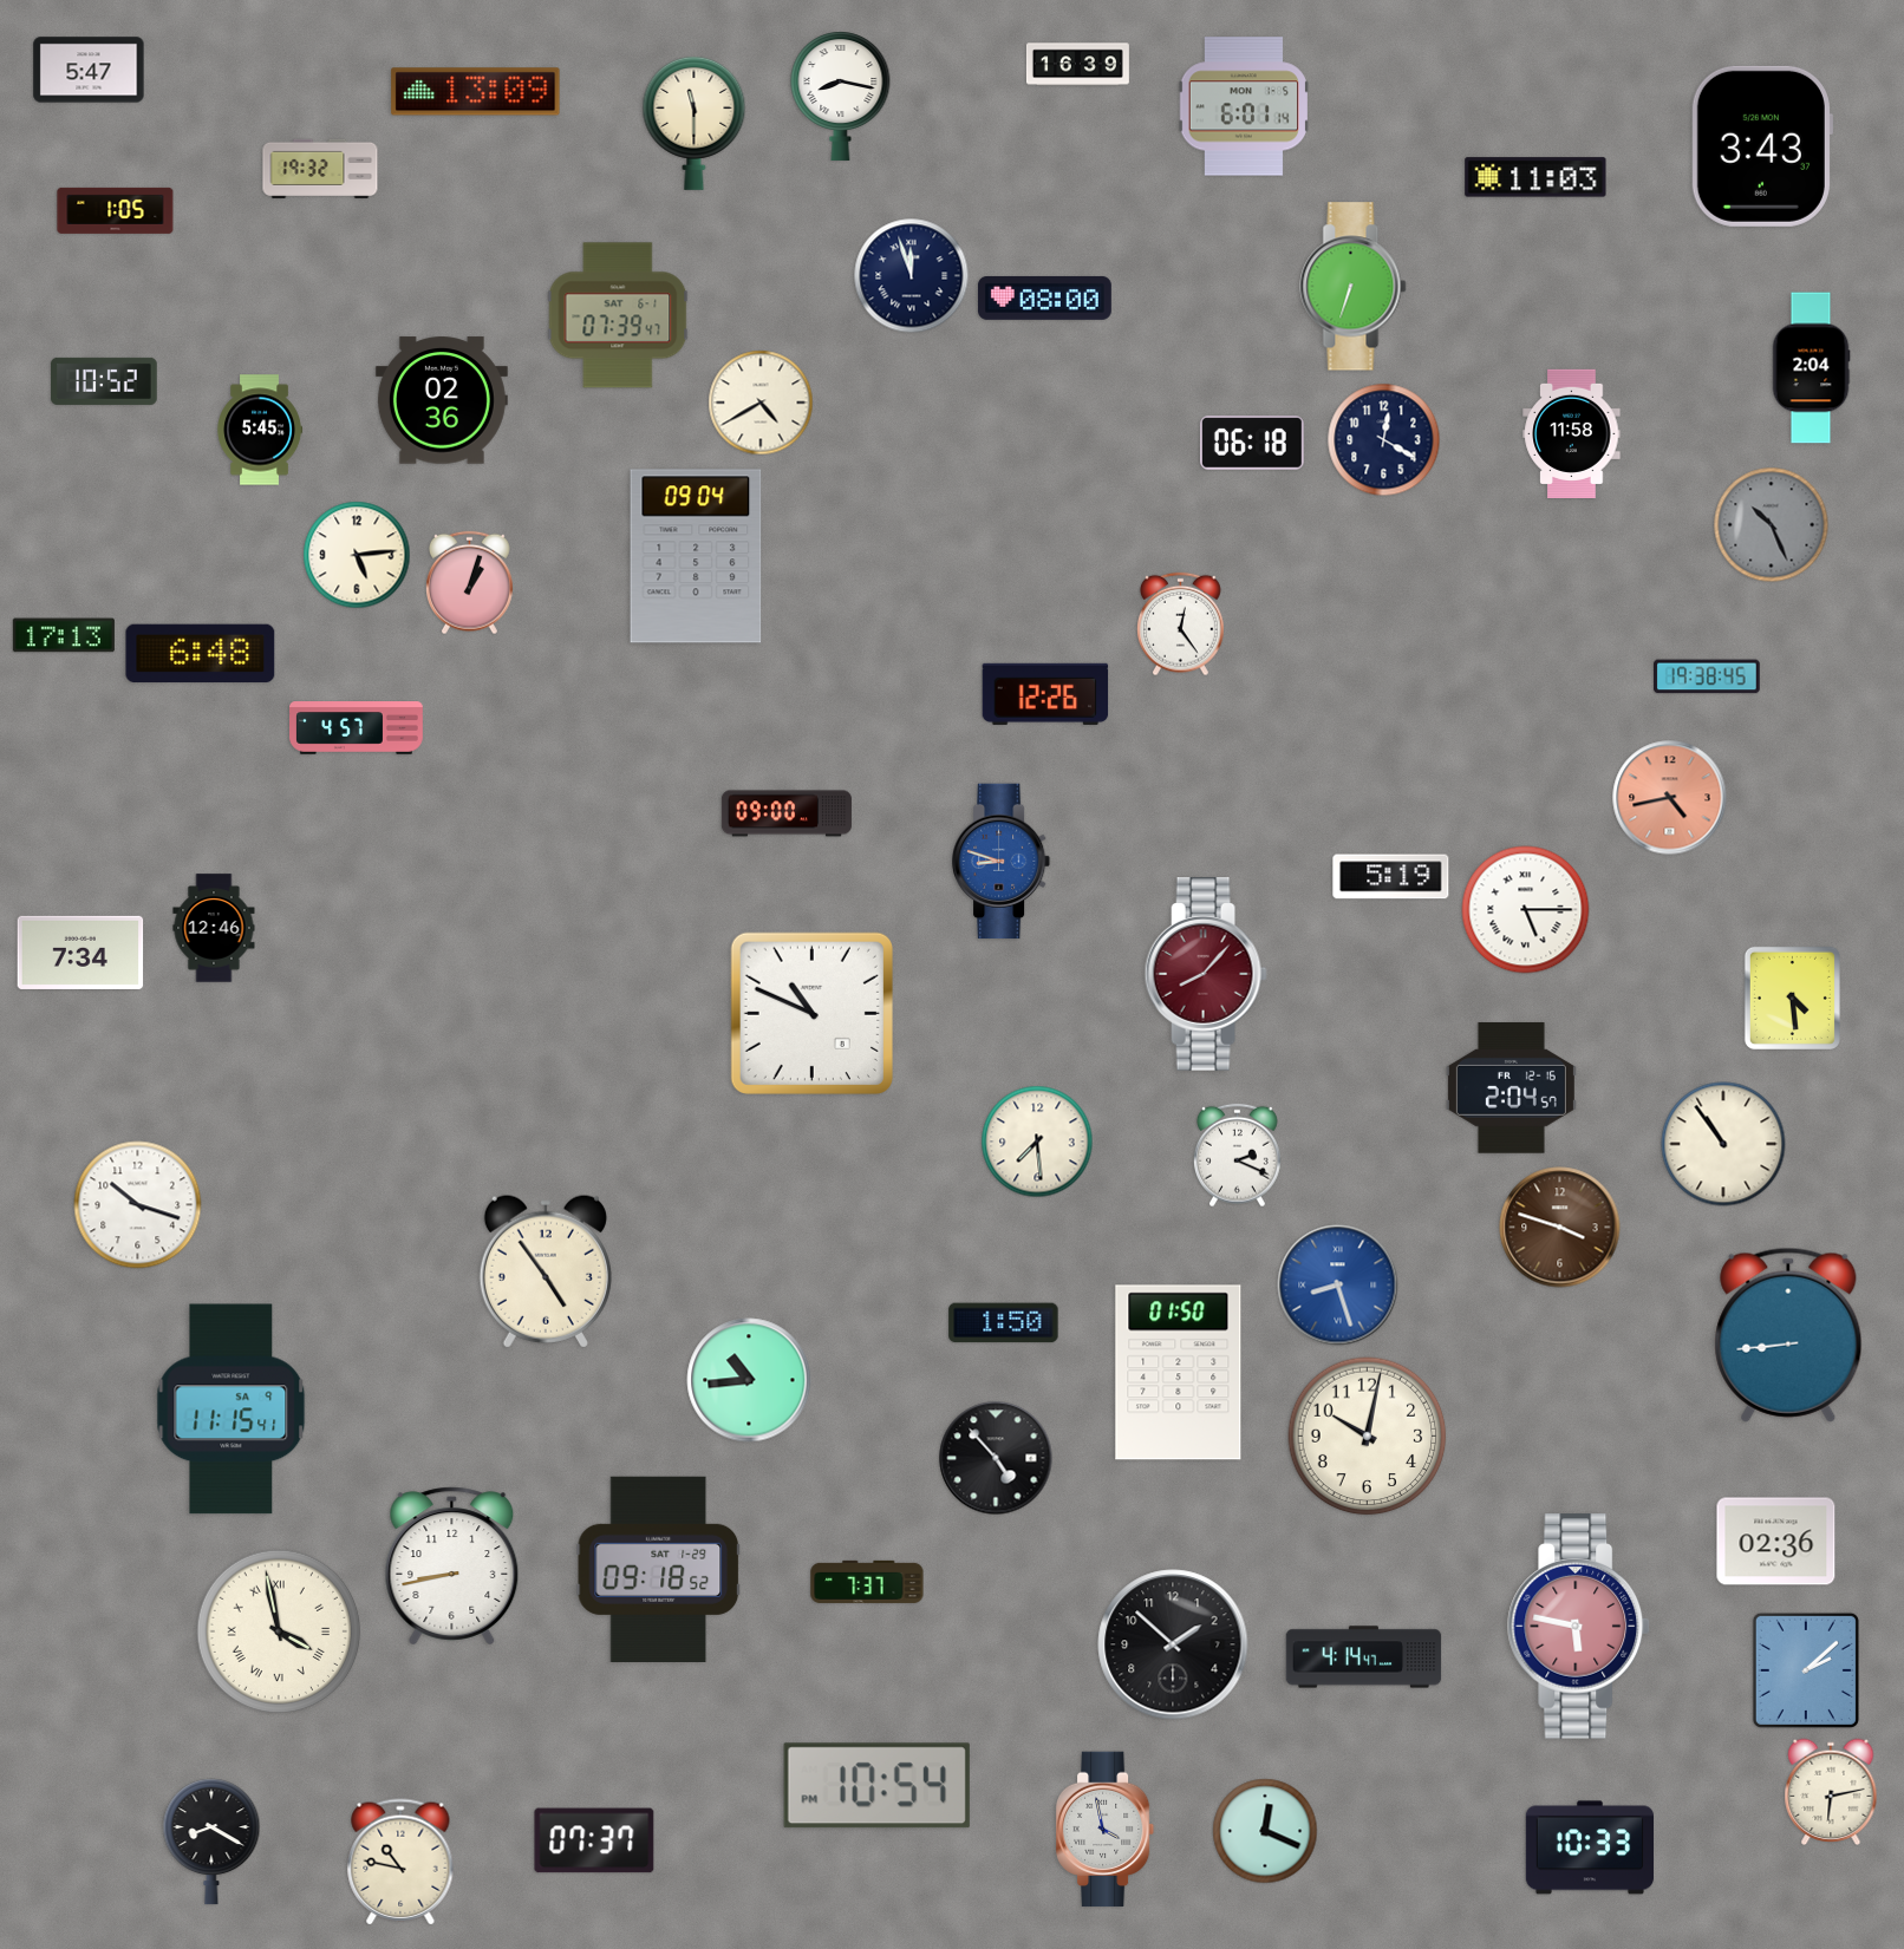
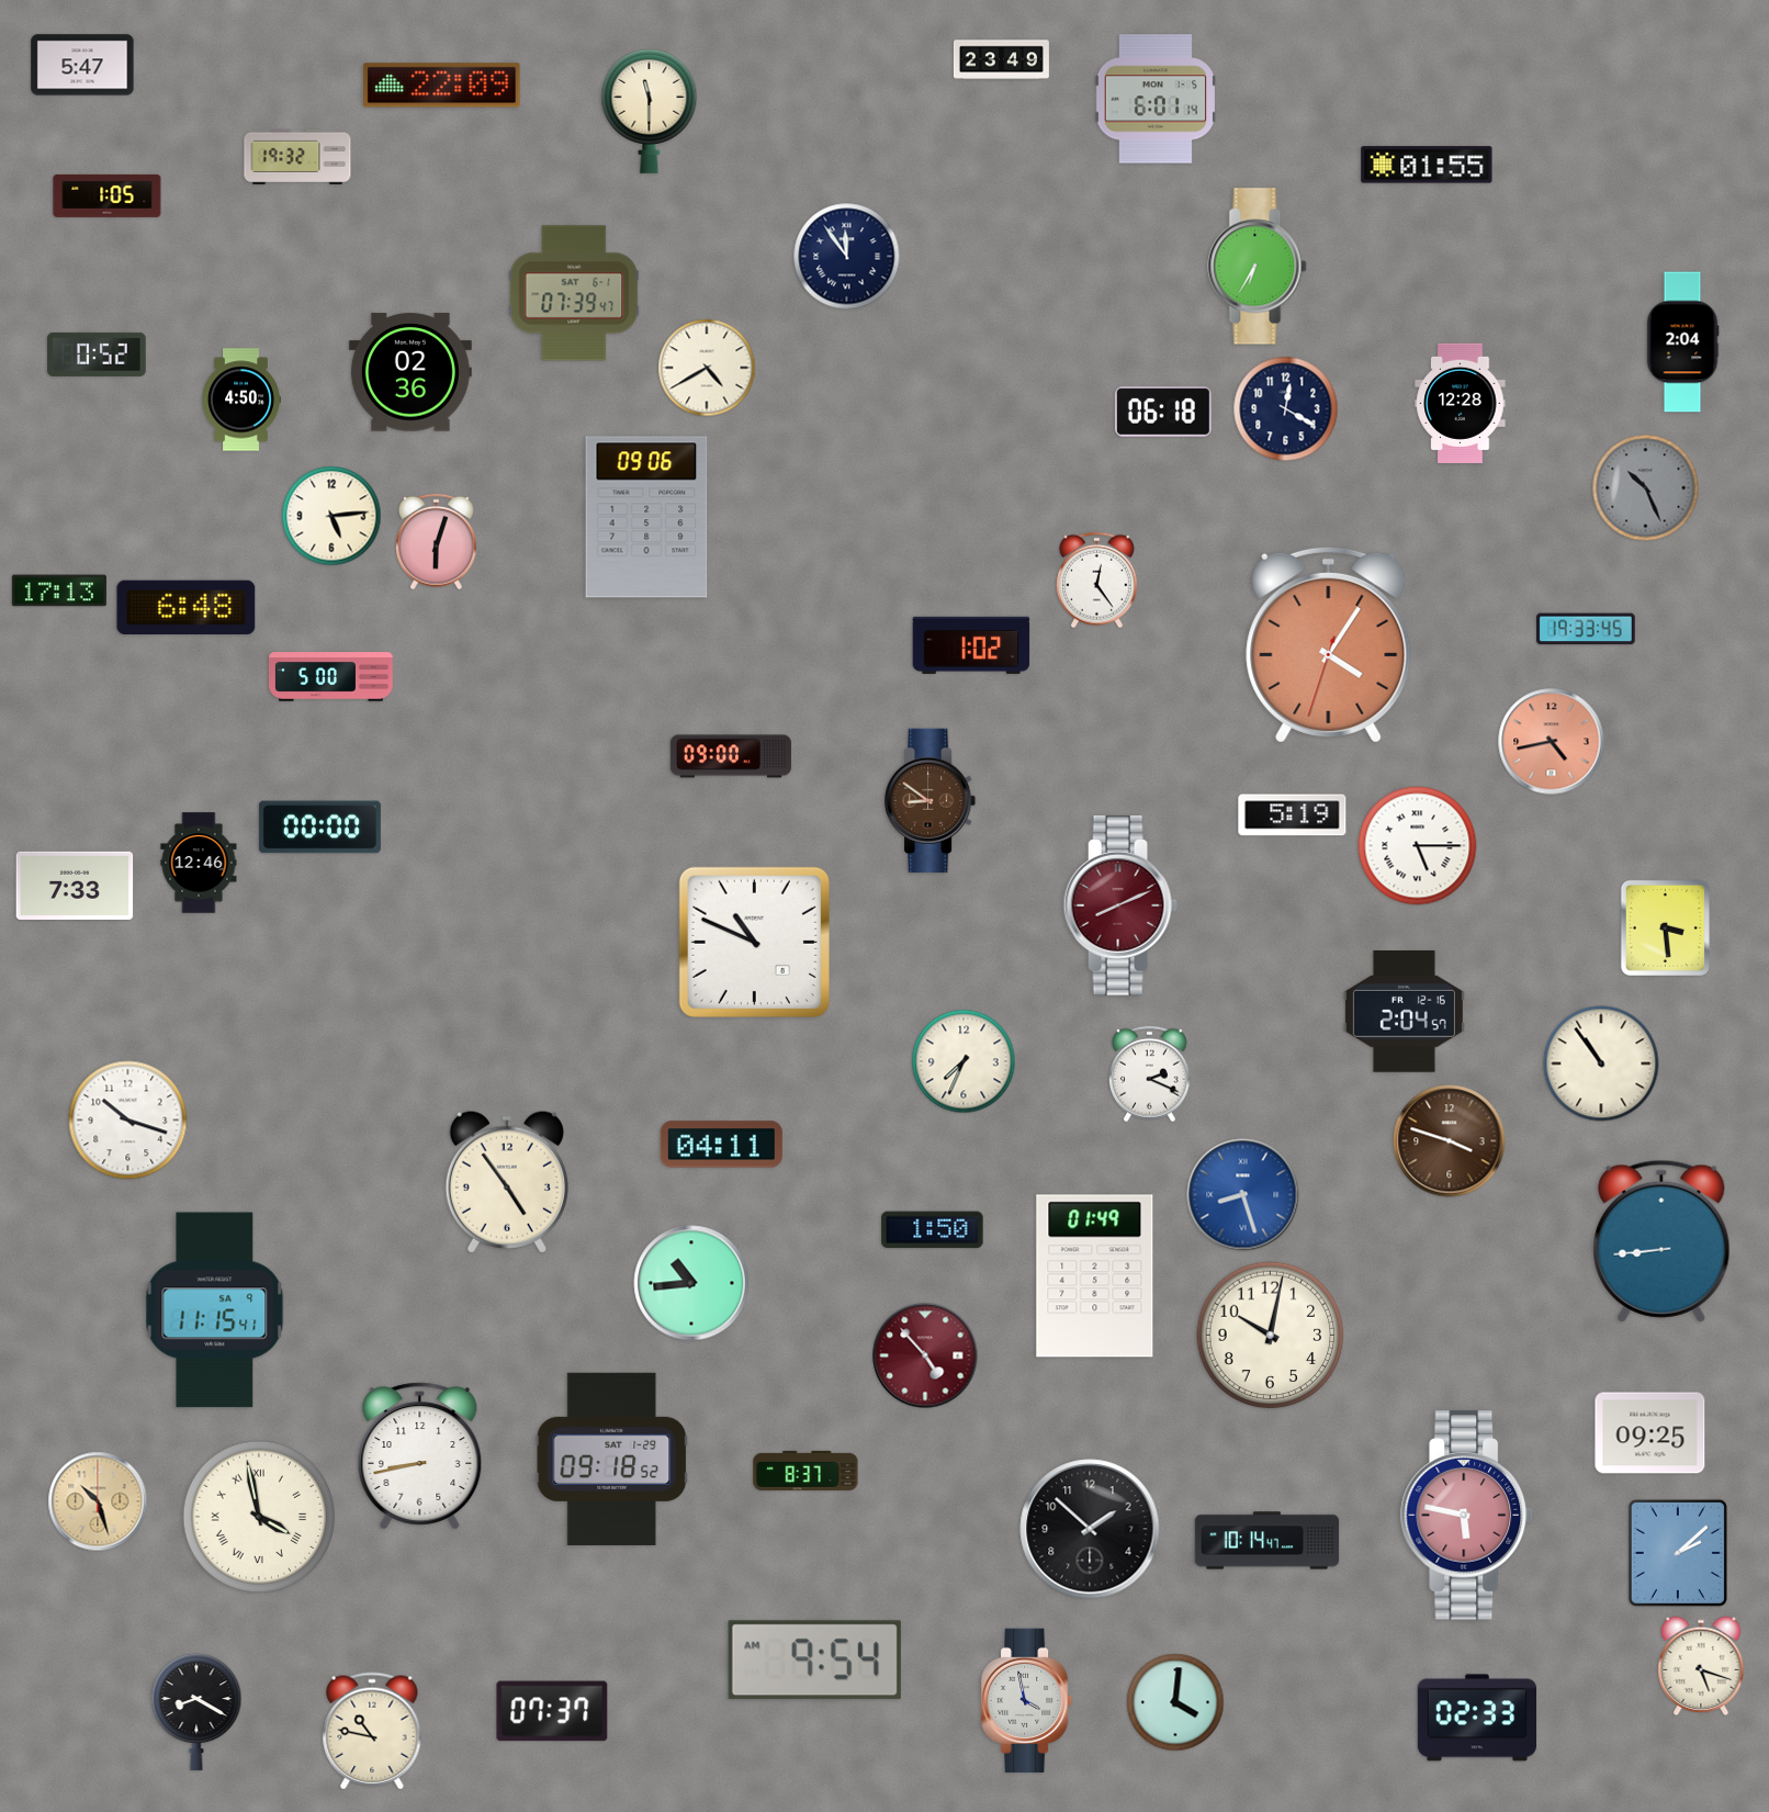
clock at (1077, 65): 16:39 -> 23:49
clock at (476, 92): 13:09 -> 22:09
clock at (841, 96): 8:17 -> none
clock at (695, 123) position: (695, 123) -> (650, 111)
clock at (1761, 146): 3:43 -> none
clock at (1535, 177): 11:03 -> 01:55
clock at (912, 276): 11:57 -> 11:54
clock at (1354, 287): 6:33 -> 6:35
clock at (1044, 297): 08:00 -> none
clock at (104, 381): 10:52 -> 0:52
clock at (761, 403) position: (761, 403) -> (707, 368)
clock at (259, 430): 5:45 -> 4:50
clock at (1572, 433): 11:58 -> 12:28
clock at (696, 556): 09:04 -> 09:06
clock at (470, 583): 1:03 -> 6:03
clock at (1707, 676): 19:38 -> 19:33
clock at (1329, 644): none -> 4:05
clock at (1045, 694): 12:26 -> 1:02
clock at (357, 728): 4:57 -> 5:00
clock at (1002, 862): 8:48 -> 8:51
clock at (1002, 862) dial: blue -> brown
clock at (319, 828): none -> 00:00
clock at (80, 953): 7:34 -> 7:33
clock at (1206, 975): 8:07 -> 8:11
clock at (1792, 998): 4:29 -> 3:29
clock at (1037, 1142): 7:29 -> 7:34
clock at (721, 1145): none -> 04:11
clock at (1179, 1373): 01:50 -> 01:49
clock at (749, 1380) position: (749, 1380) -> (691, 1283)
clock at (996, 1458) dial: black -> burgundy
clock at (1776, 1542): 02:36 -> 09:25
clock at (867, 1582): 7:37 -> 8:37
clock at (98, 1501): none -> 10:27
clock at (1579, 1627) position: (1579, 1627) -> (1467, 1516)
clock at (1364, 1657): 4:14 -> 10:14
clock at (876, 1786): 10:54 -> 9:54
clock at (1831, 1792): 6:13 -> 5:18
clock at (1265, 1831): 12:19 -> 4:01
clock at (1589, 1847): 10:33 -> 02:33
